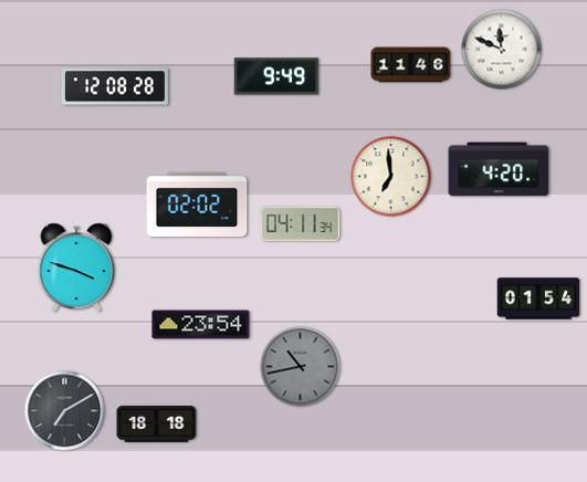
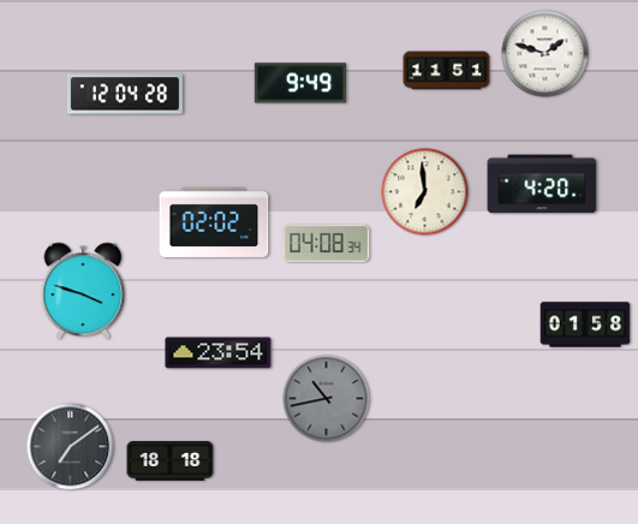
clock at (502, 50): 11:49 -> 1:48
clock at (411, 65): 11:46 -> 11:51
clock at (115, 86): 12:08 -> 12:04
clock at (301, 223): 04:11 -> 04:08
clock at (538, 298): 01:54 -> 01:58
clock at (65, 411): 7:10 -> 7:09
